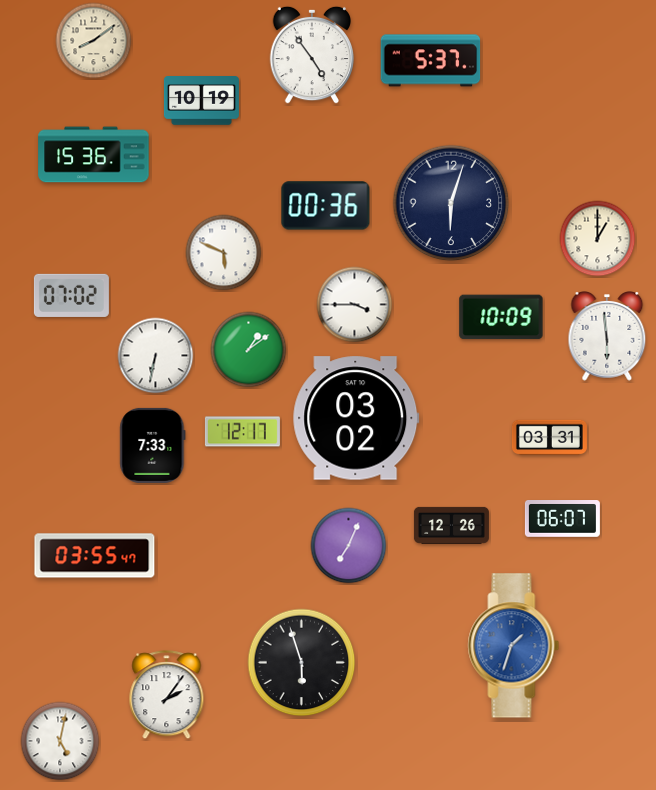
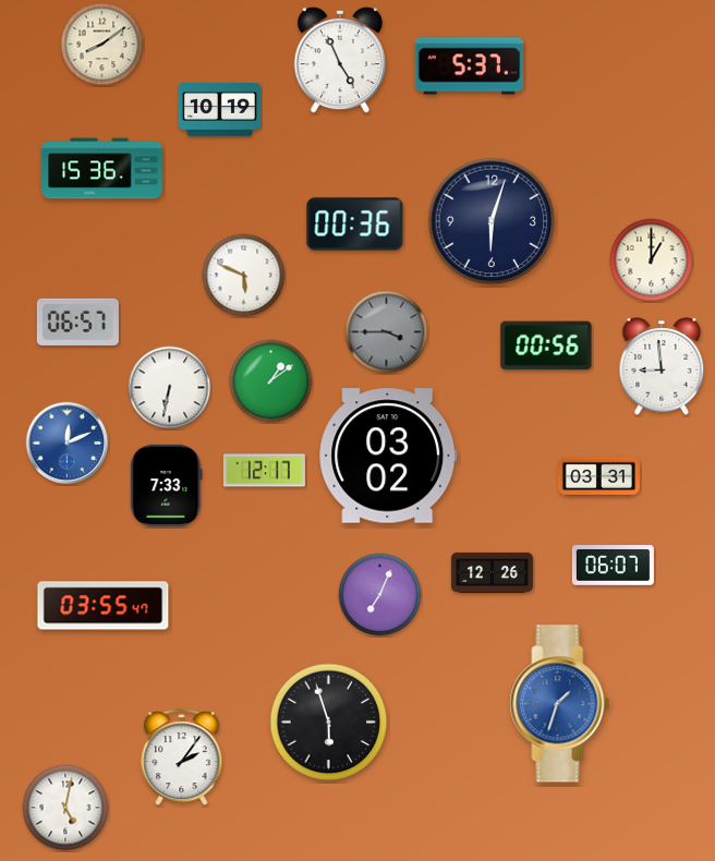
clock at (311, 55): 4:54 -> 4:56
clock at (71, 295): 07:02 -> 06:57
clock at (355, 305) dial: white -> grey
clock at (501, 317): 10:09 -> 00:56
clock at (607, 337): 5:59 -> 8:59
clock at (68, 444): none -> 12:11
